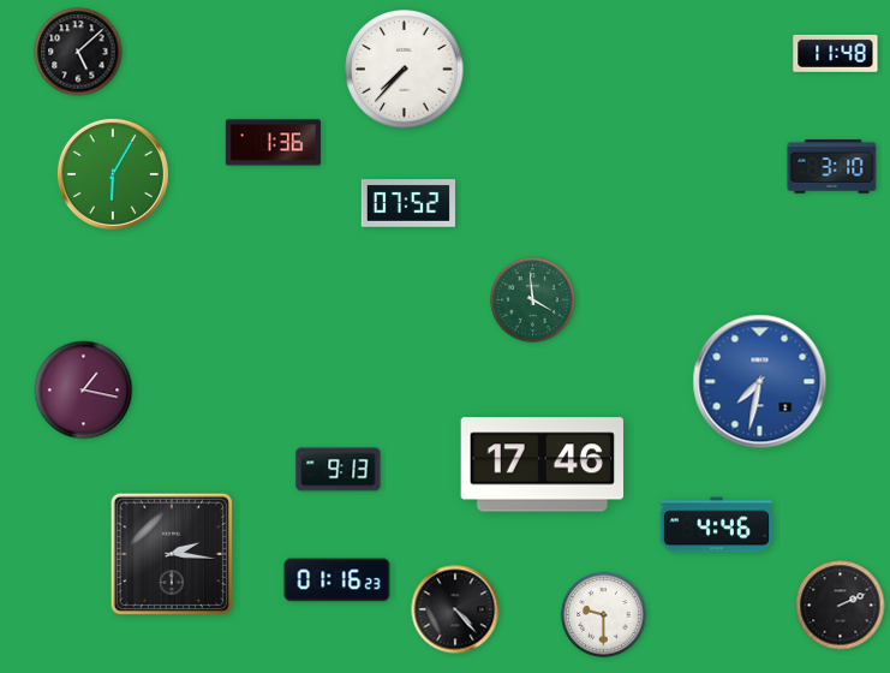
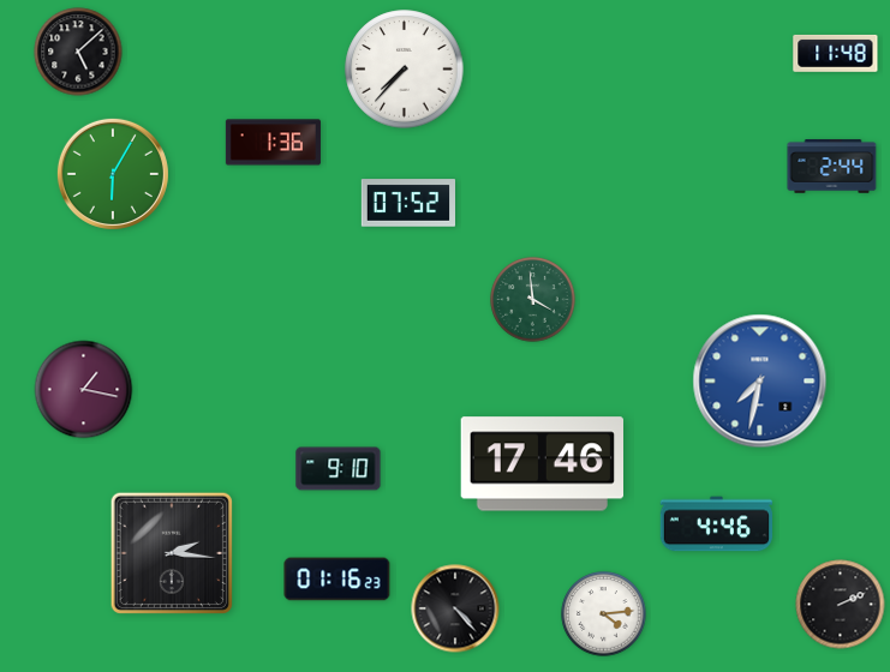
clock at (832, 167): 3:10 -> 2:44
clock at (339, 470): 9:13 -> 9:10
clock at (604, 615): 9:30 -> 4:14
